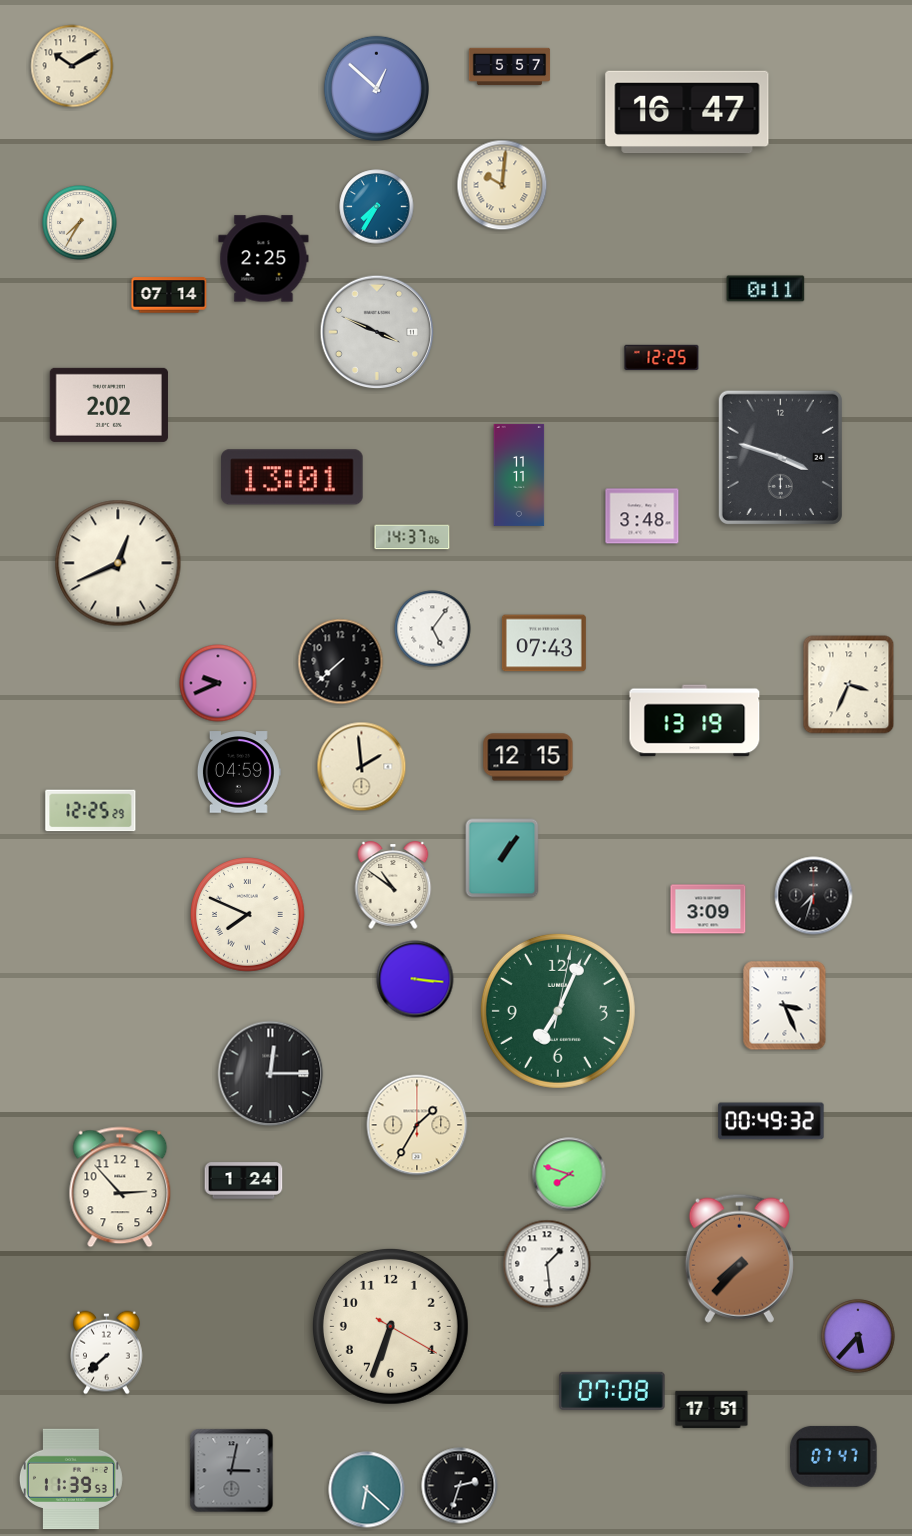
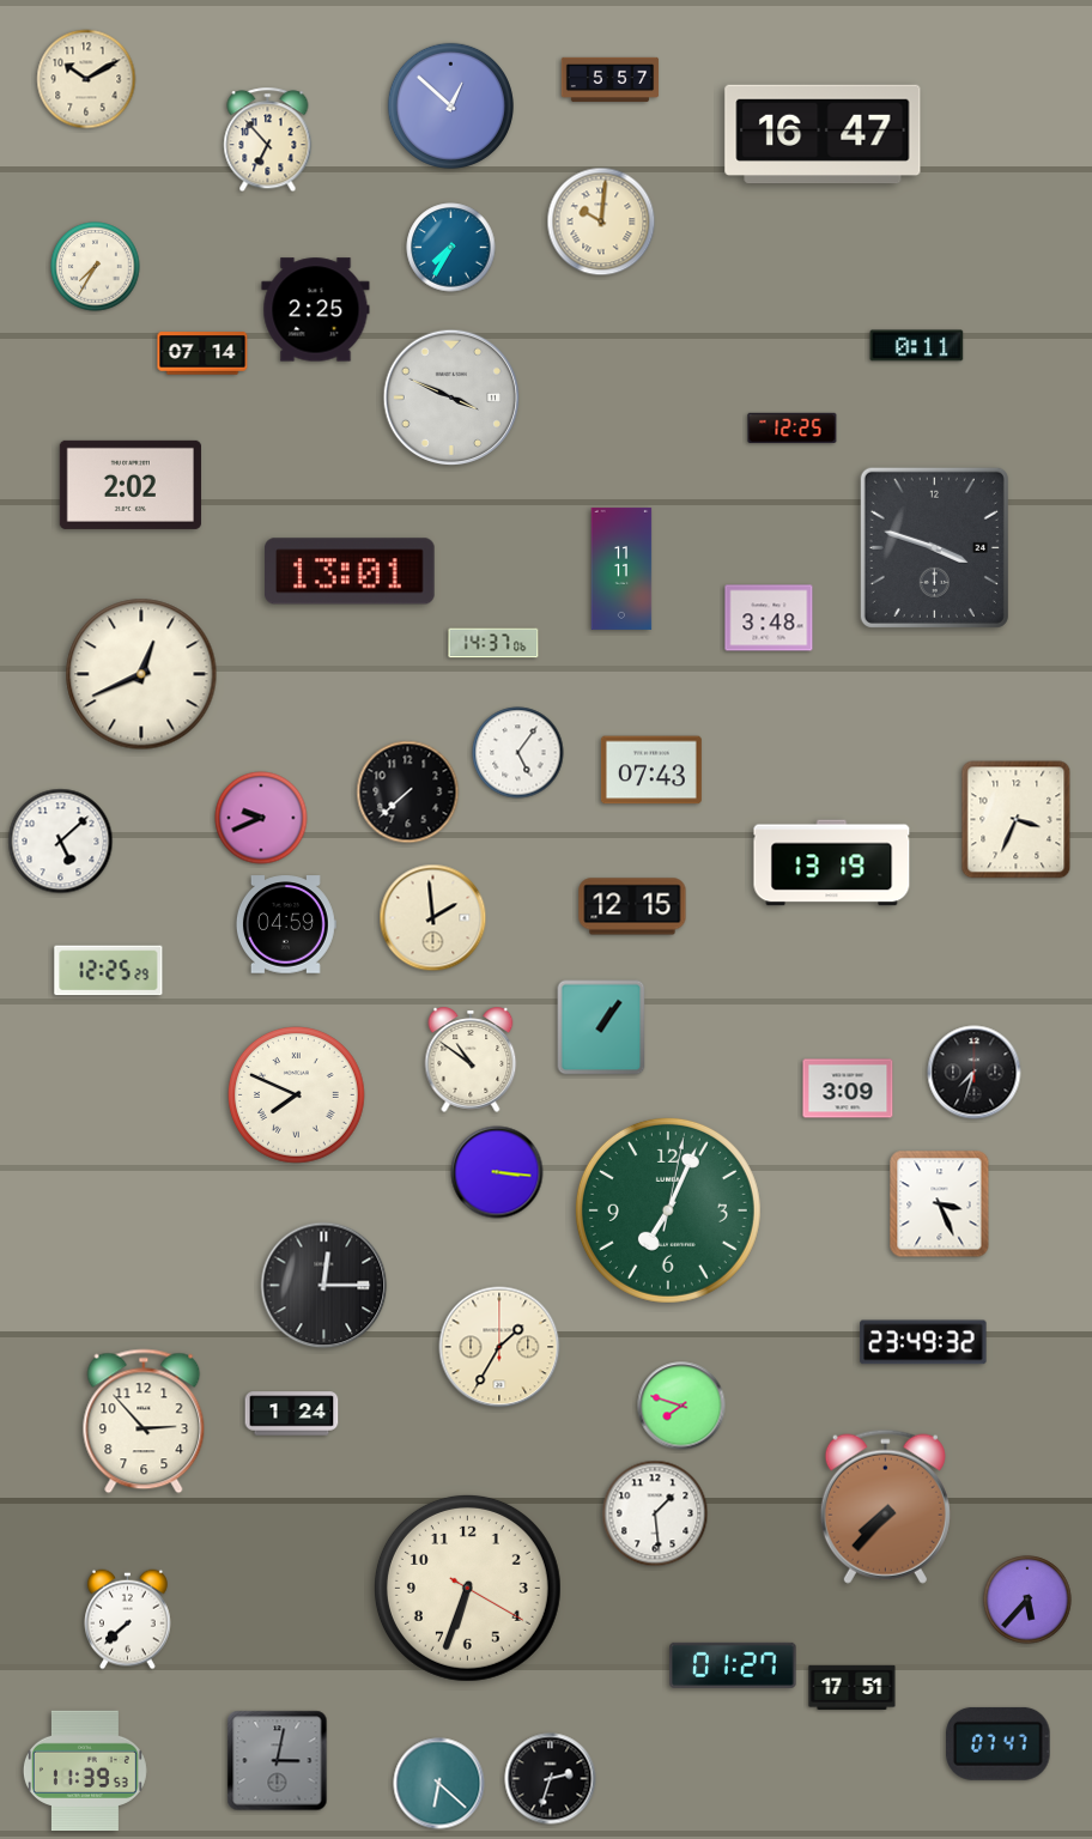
clock at (268, 140): none -> 6:53
clock at (61, 842): none -> 5:08
clock at (771, 1121): 00:49 -> 23:49
clock at (612, 1391): 07:08 -> 01:27
